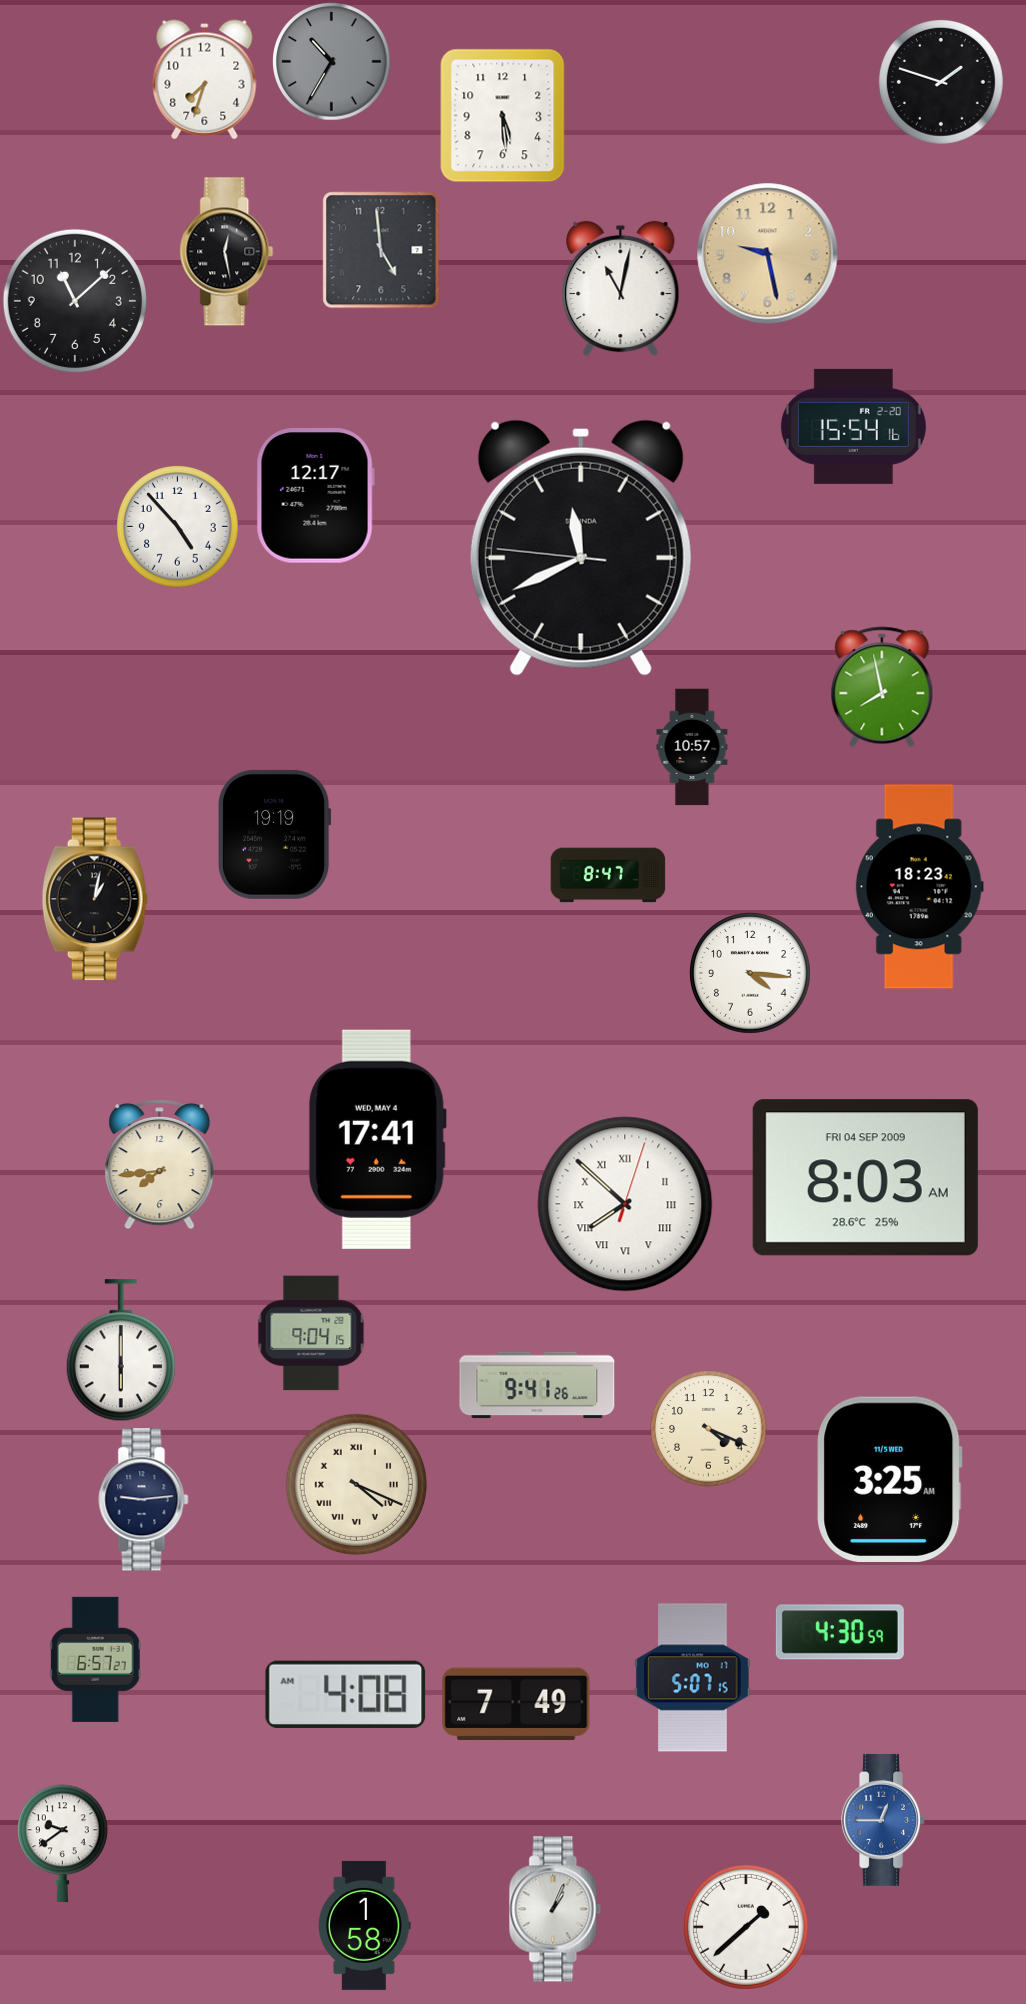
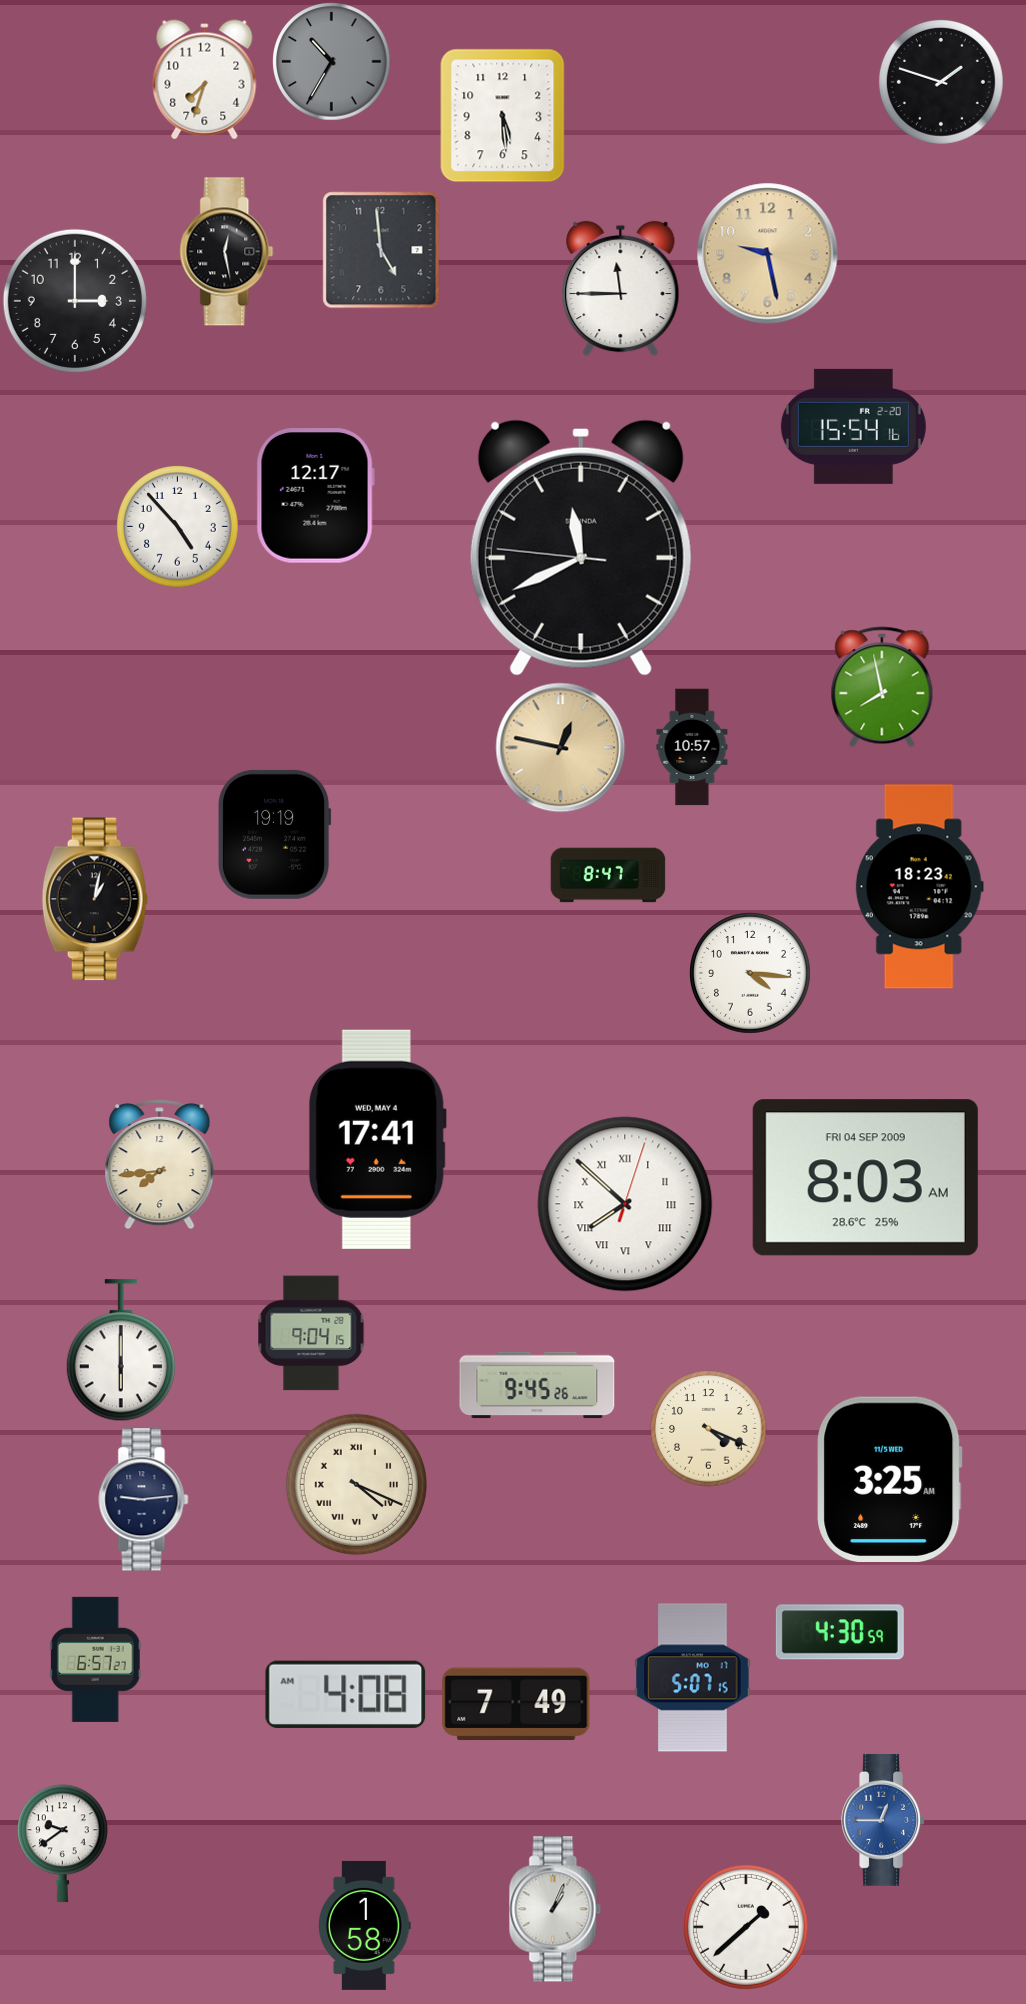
clock at (621, 289): 11:02 -> 11:45
clock at (75, 301): 11:08 -> 3:00
clock at (561, 748): none -> 12:47
clock at (537, 1385): 9:41 -> 9:45
